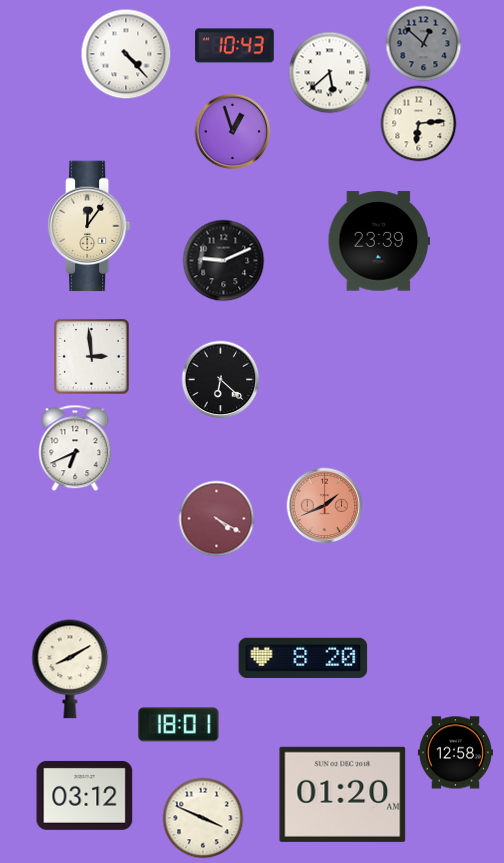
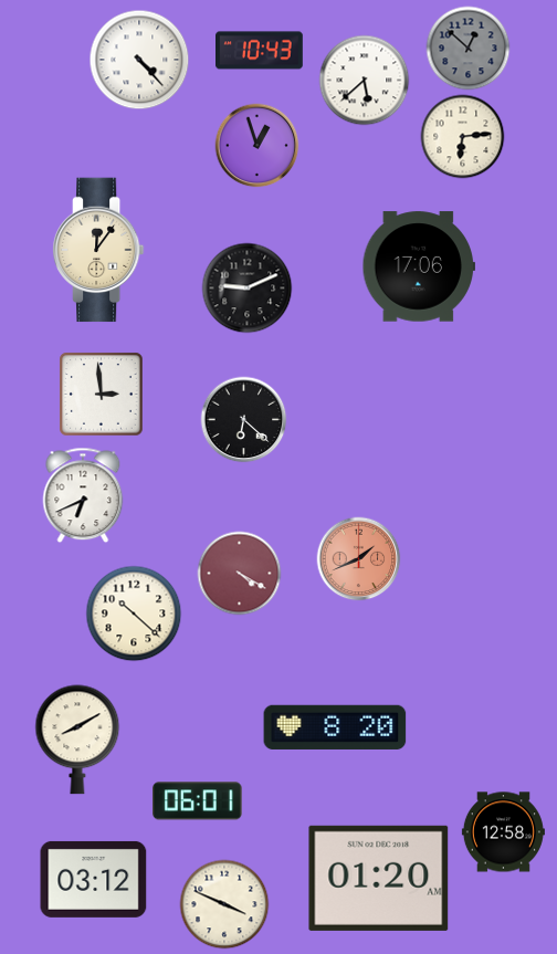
clock at (378, 241): 23:39 -> 17:06
clock at (134, 614): none -> 10:22
clock at (179, 725): 18:01 -> 06:01
